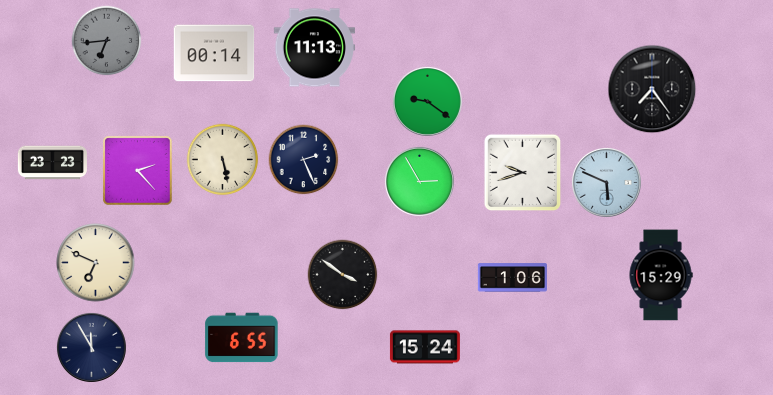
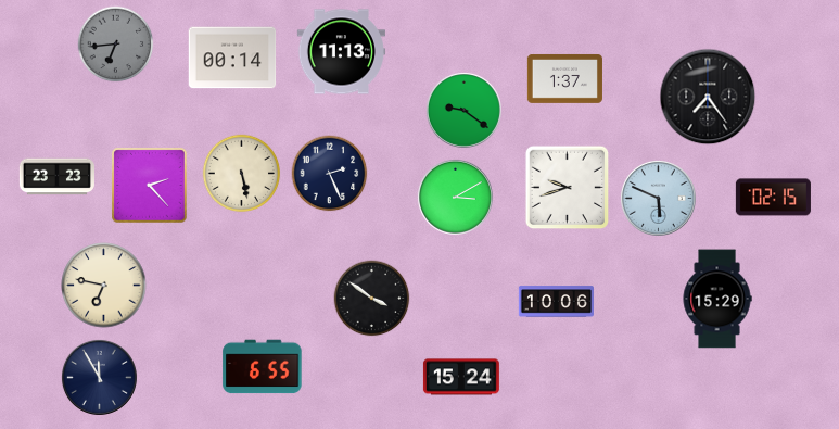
clock at (564, 78): none -> 1:37
clock at (419, 181): 2:55 -> 3:10
clock at (773, 198): none -> 02:15
clock at (96, 263): 6:49 -> 6:47
clock at (512, 278): 1:06 -> 10:06
